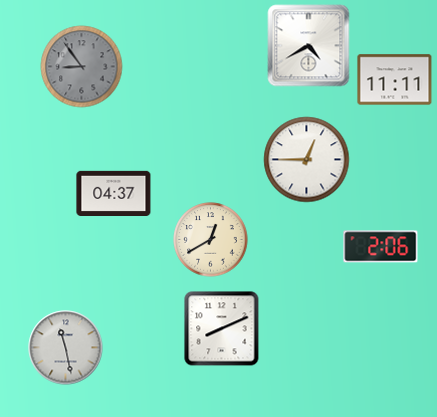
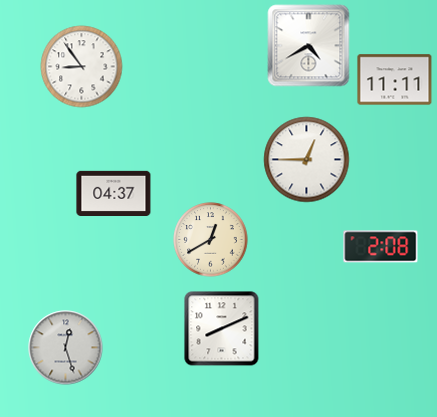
clock at (82, 67) dial: grey -> white
clock at (381, 247): 2:06 -> 2:08
clock at (66, 348): 11:28 -> 12:27
